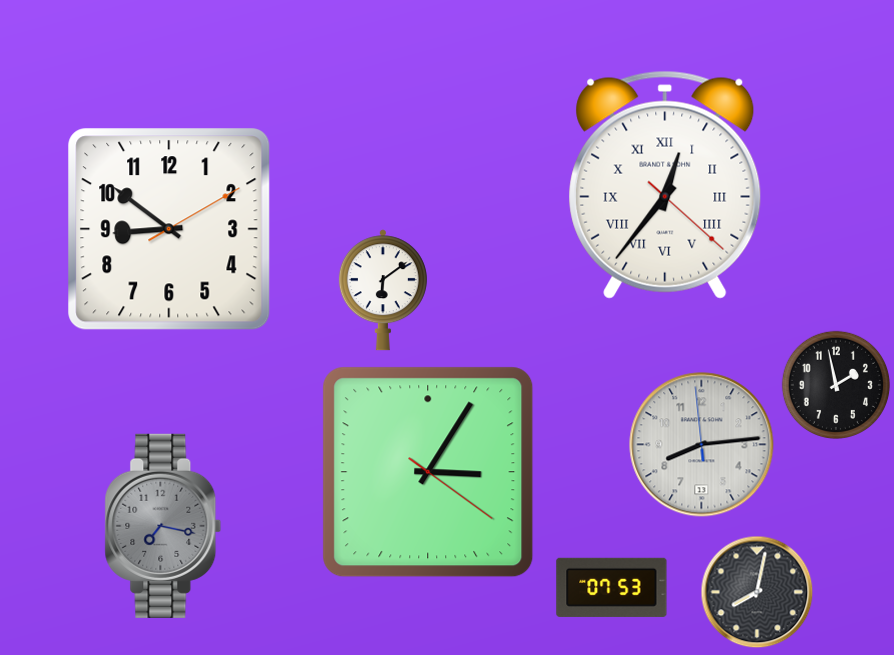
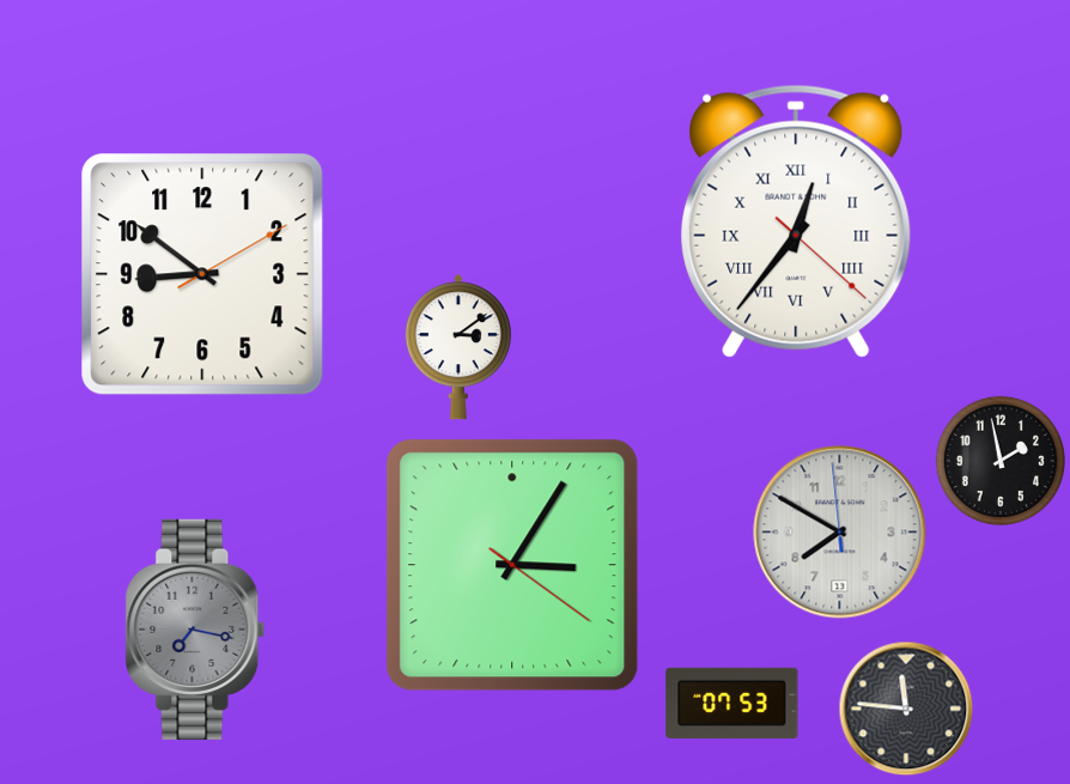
clock at (383, 290): 6:09 -> 3:09
clock at (702, 445): 8:13 -> 7:49
clock at (757, 592): 8:02 -> 11:46
